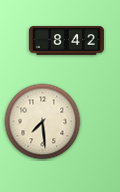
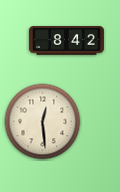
clock at (43, 122): 7:29 -> 12:29
